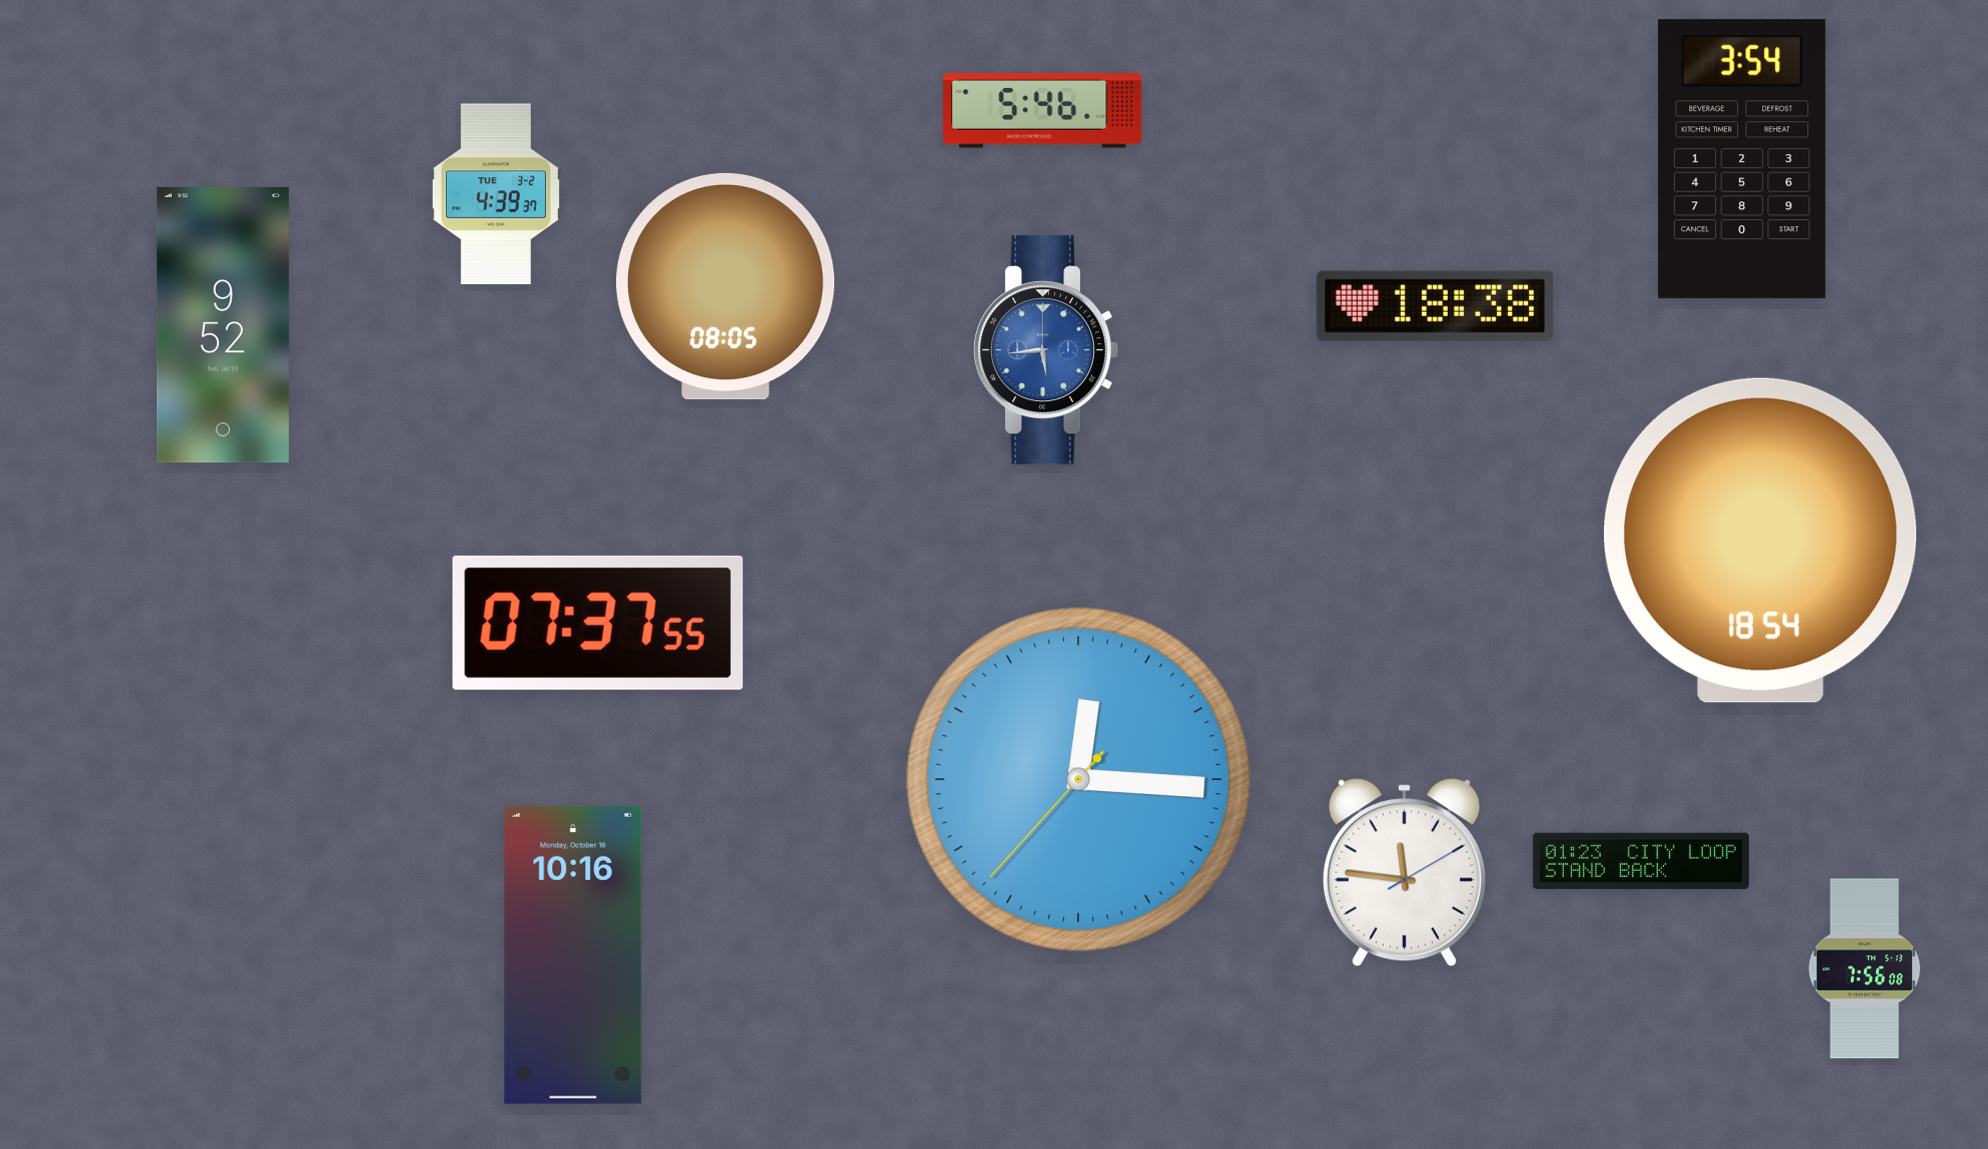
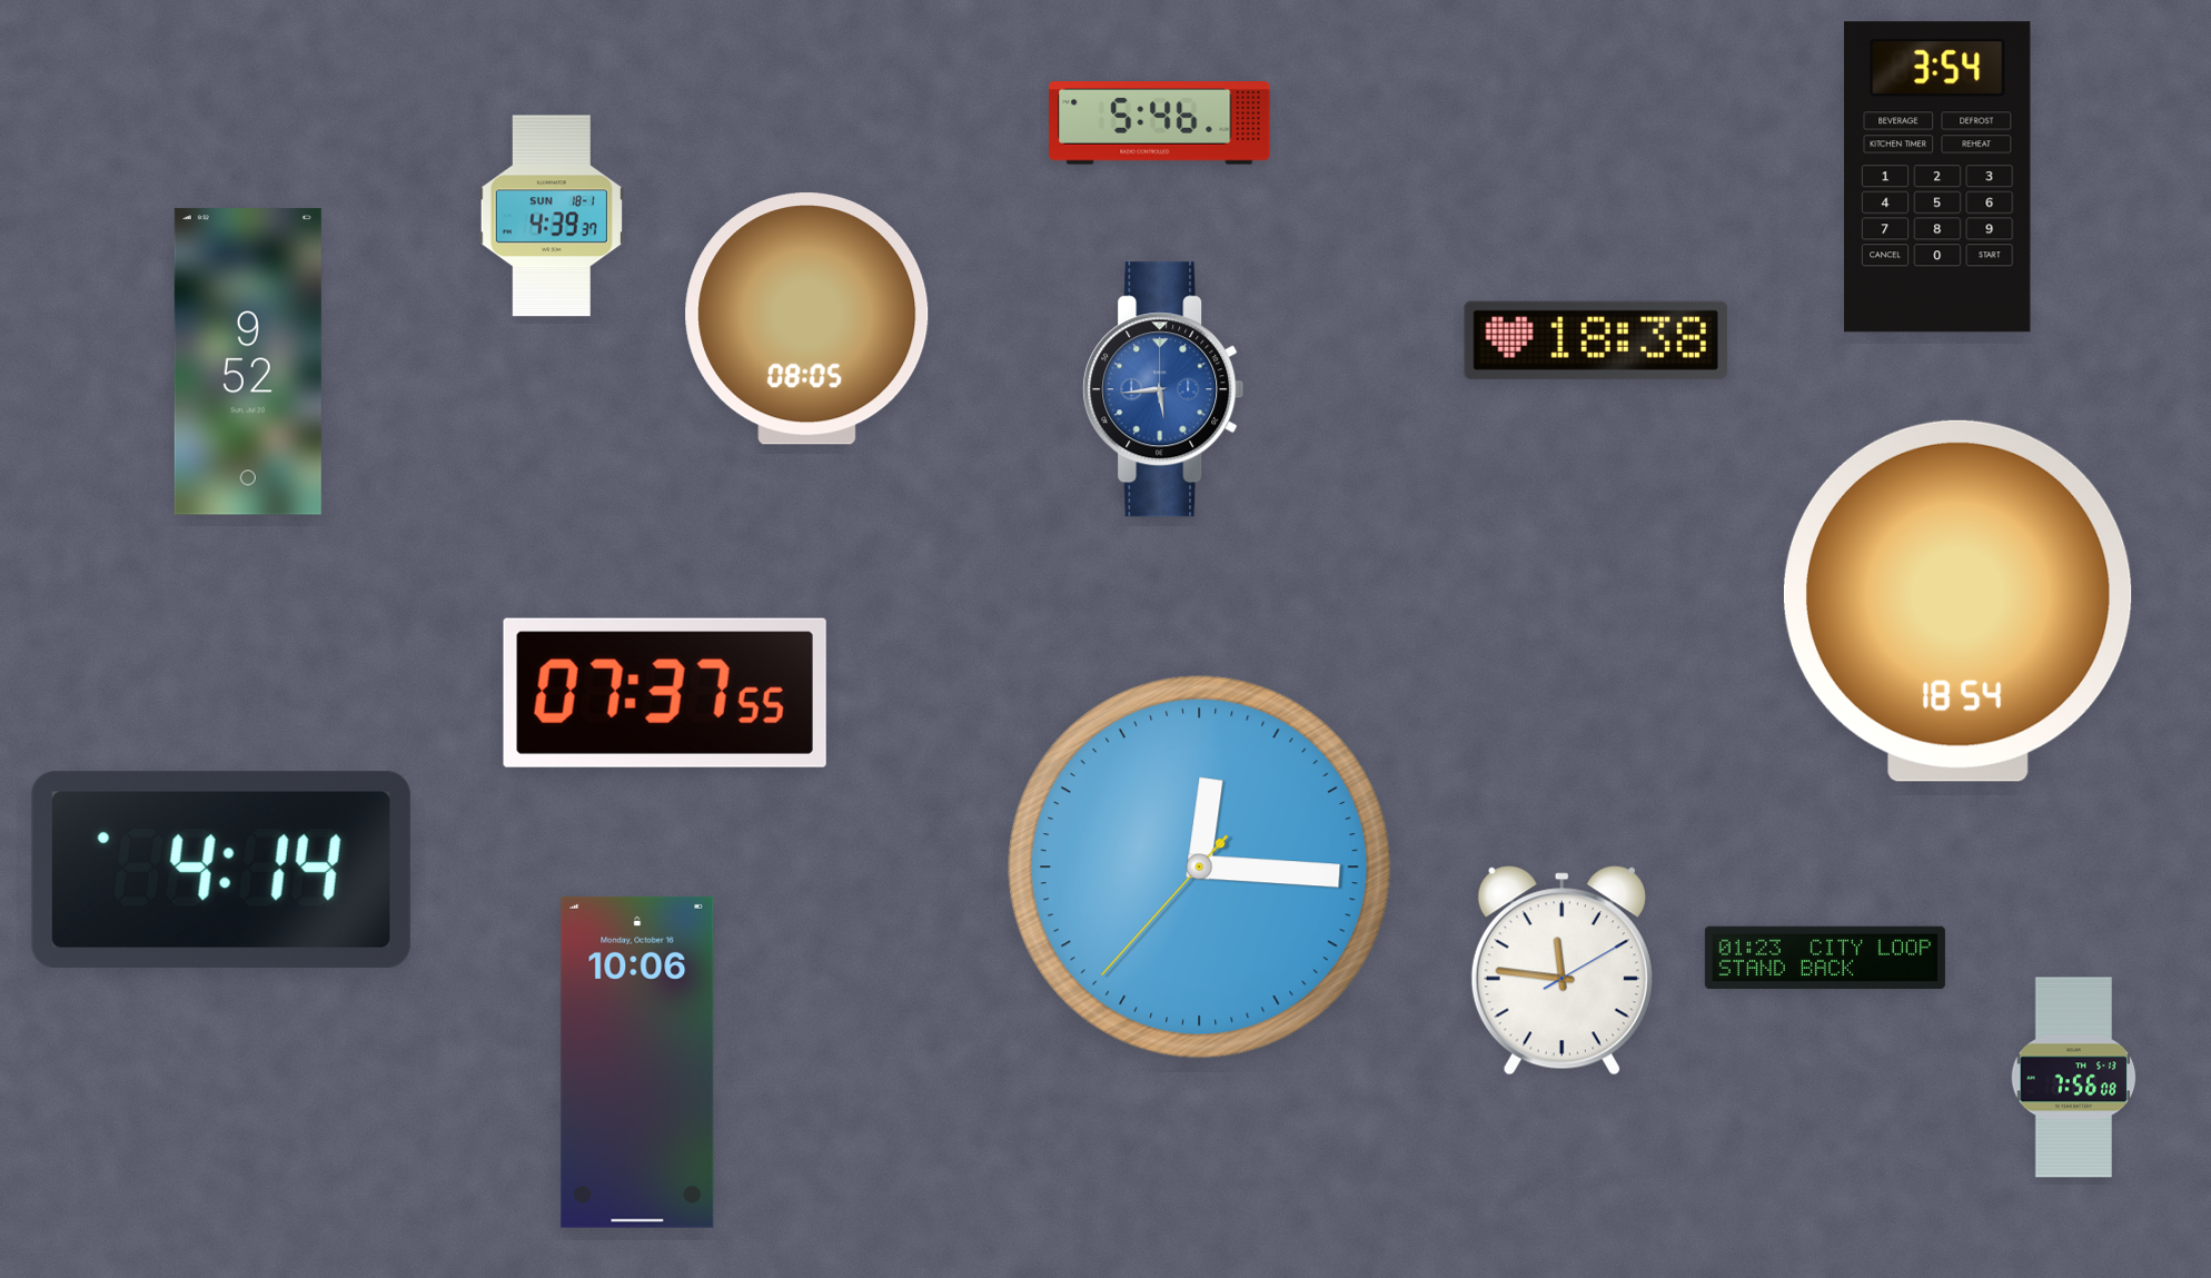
clock at (496, 194) date: TUE 3-2 -> SUN 18-1
clock at (221, 870): none -> 4:14
clock at (573, 955): 10:16 -> 10:06
